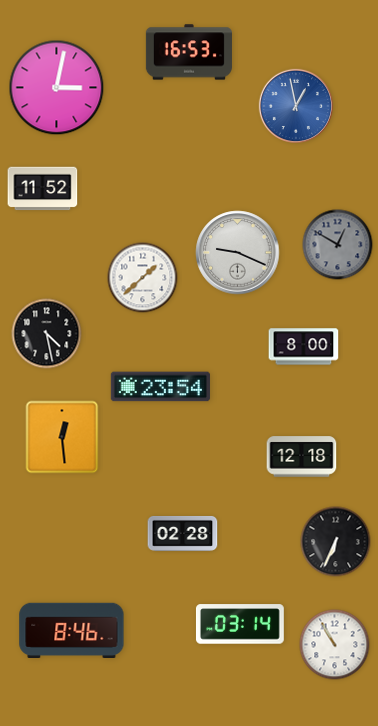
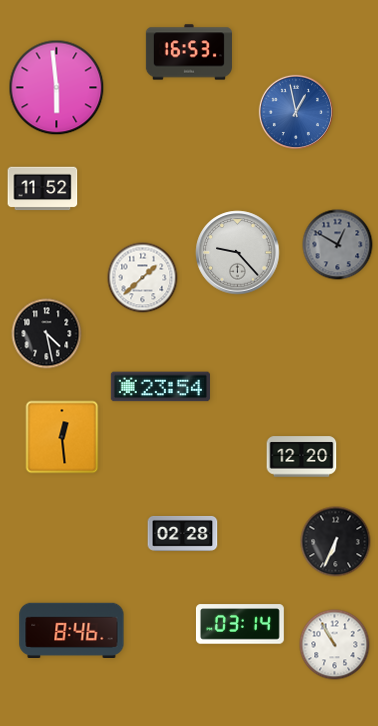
clock at (57, 88): 3:02 -> 5:59
clock at (295, 105) position: (295, 105) -> (295, 111)
clock at (238, 253): 9:19 -> 9:23
clock at (304, 347): 8:00 -> none
clock at (302, 457): 12:18 -> 12:20
